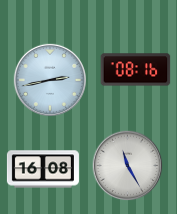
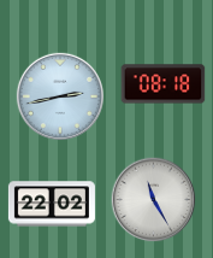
clock at (136, 70): 08:16 -> 08:18
clock at (43, 169): 16:08 -> 22:02
